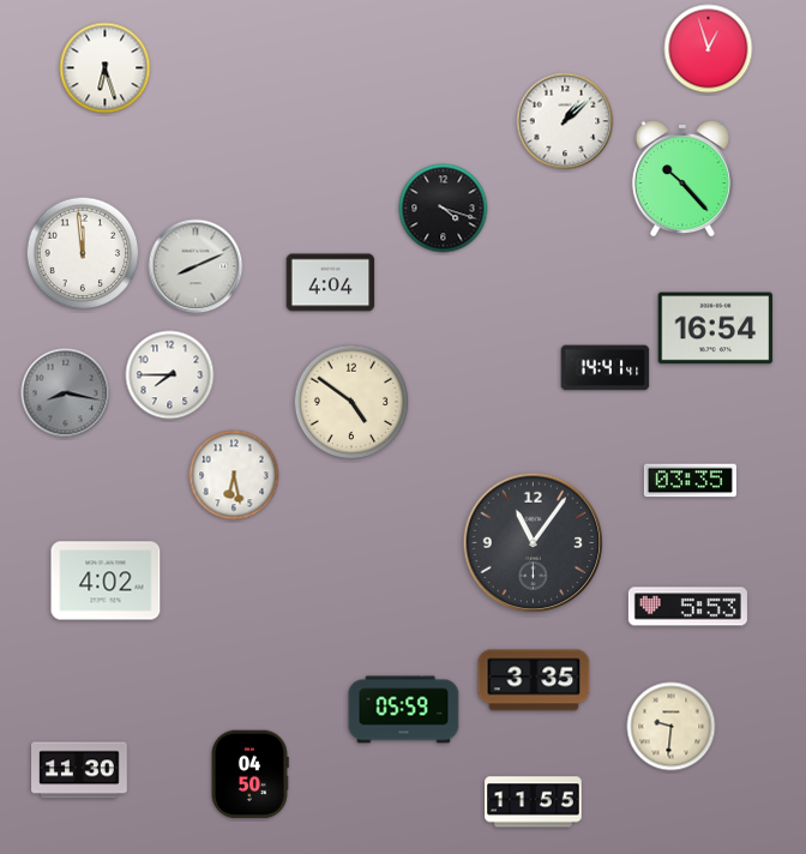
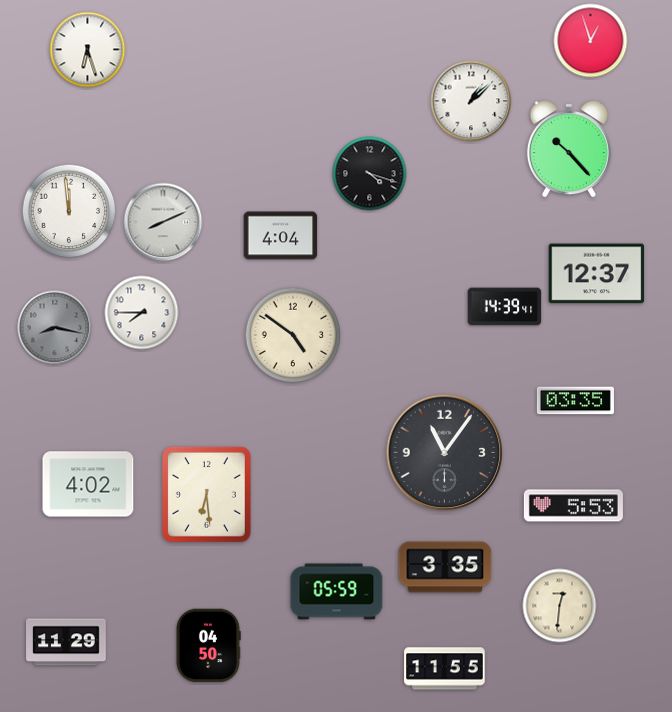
clock at (106, 68) position: (106, 68) -> (88, 50)
clock at (331, 283) position: (331, 283) -> (281, 236)
clock at (716, 329): 16:54 -> 12:37
clock at (606, 368): 14:41 -> 14:39
clock at (234, 475): 6:28 -> none
clock at (206, 494): none -> 6:29
clock at (672, 727): 9:31 -> 12:31
clock at (79, 770): 11:30 -> 11:29
